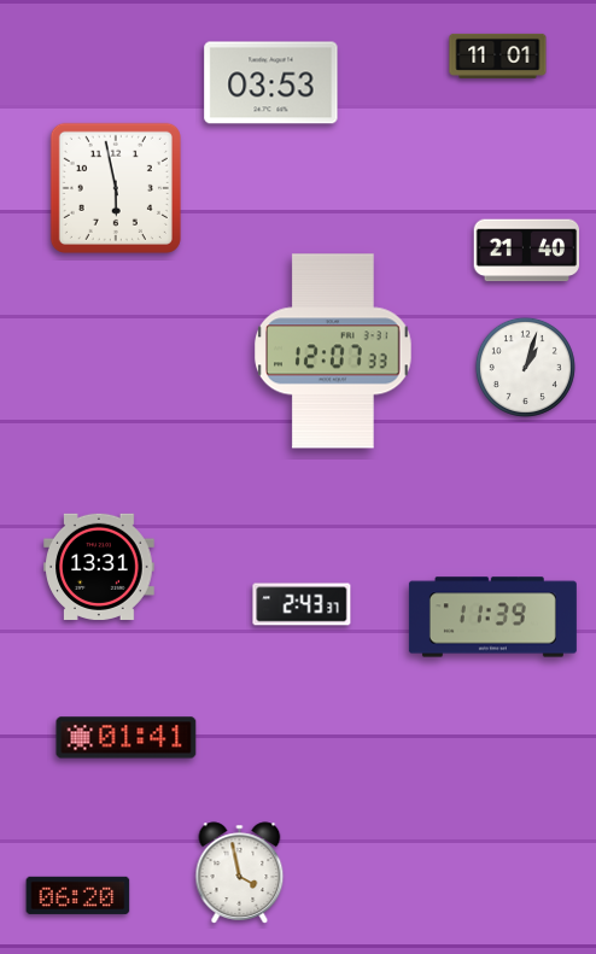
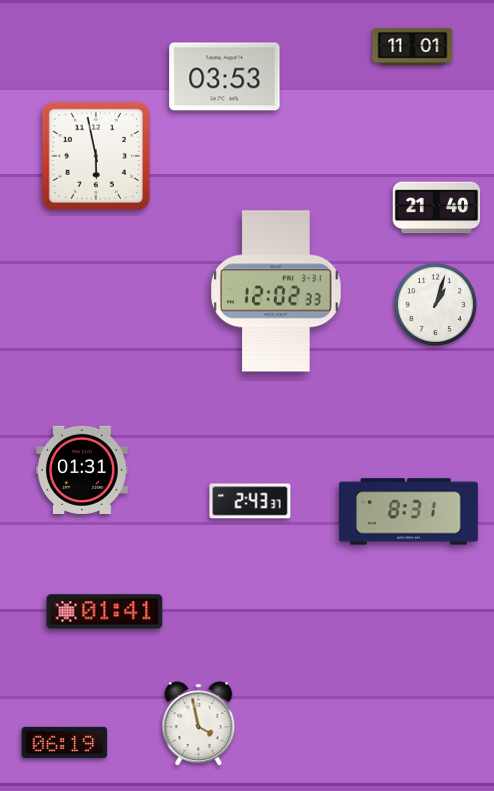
clock at (271, 83) position: (271, 83) -> (225, 77)
clock at (334, 351): 12:07 -> 12:02
clock at (99, 567): 13:31 -> 01:31
clock at (492, 618): 11:39 -> 8:31
clock at (78, 895): 06:20 -> 06:19
